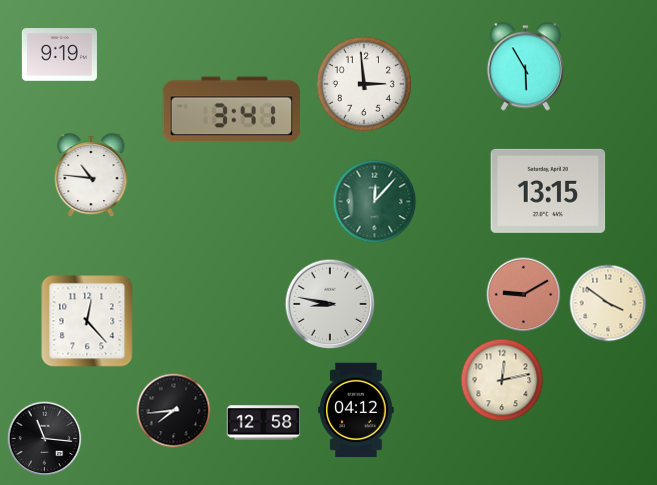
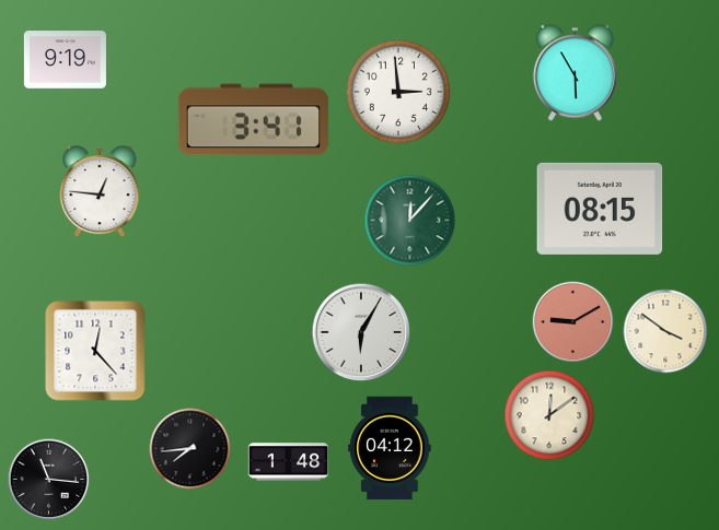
clock at (91, 176): 10:46 -> 12:46
clock at (548, 191): 13:15 -> 08:15
clock at (330, 304): 8:47 -> 6:05
clock at (502, 380): 12:13 -> 12:09
clock at (264, 423): 12:58 -> 1:48
